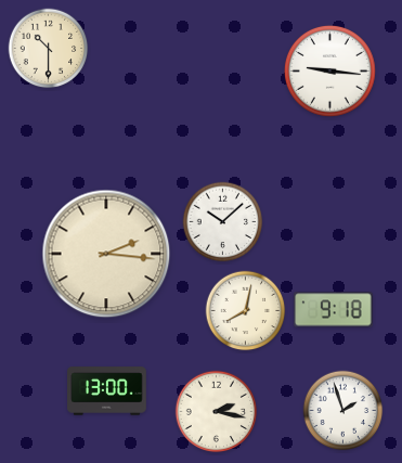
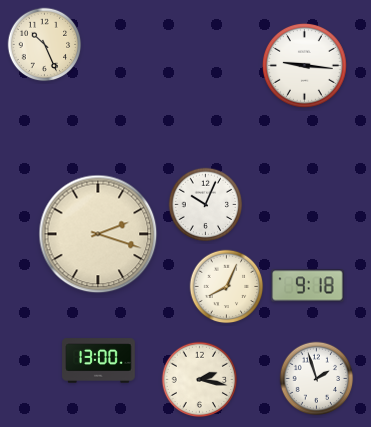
clock at (49, 49): 10:30 -> 10:26
clock at (223, 222): 10:08 -> 10:04
clock at (106, 254): 2:16 -> 2:18
clock at (246, 311): 8:02 -> 8:04
